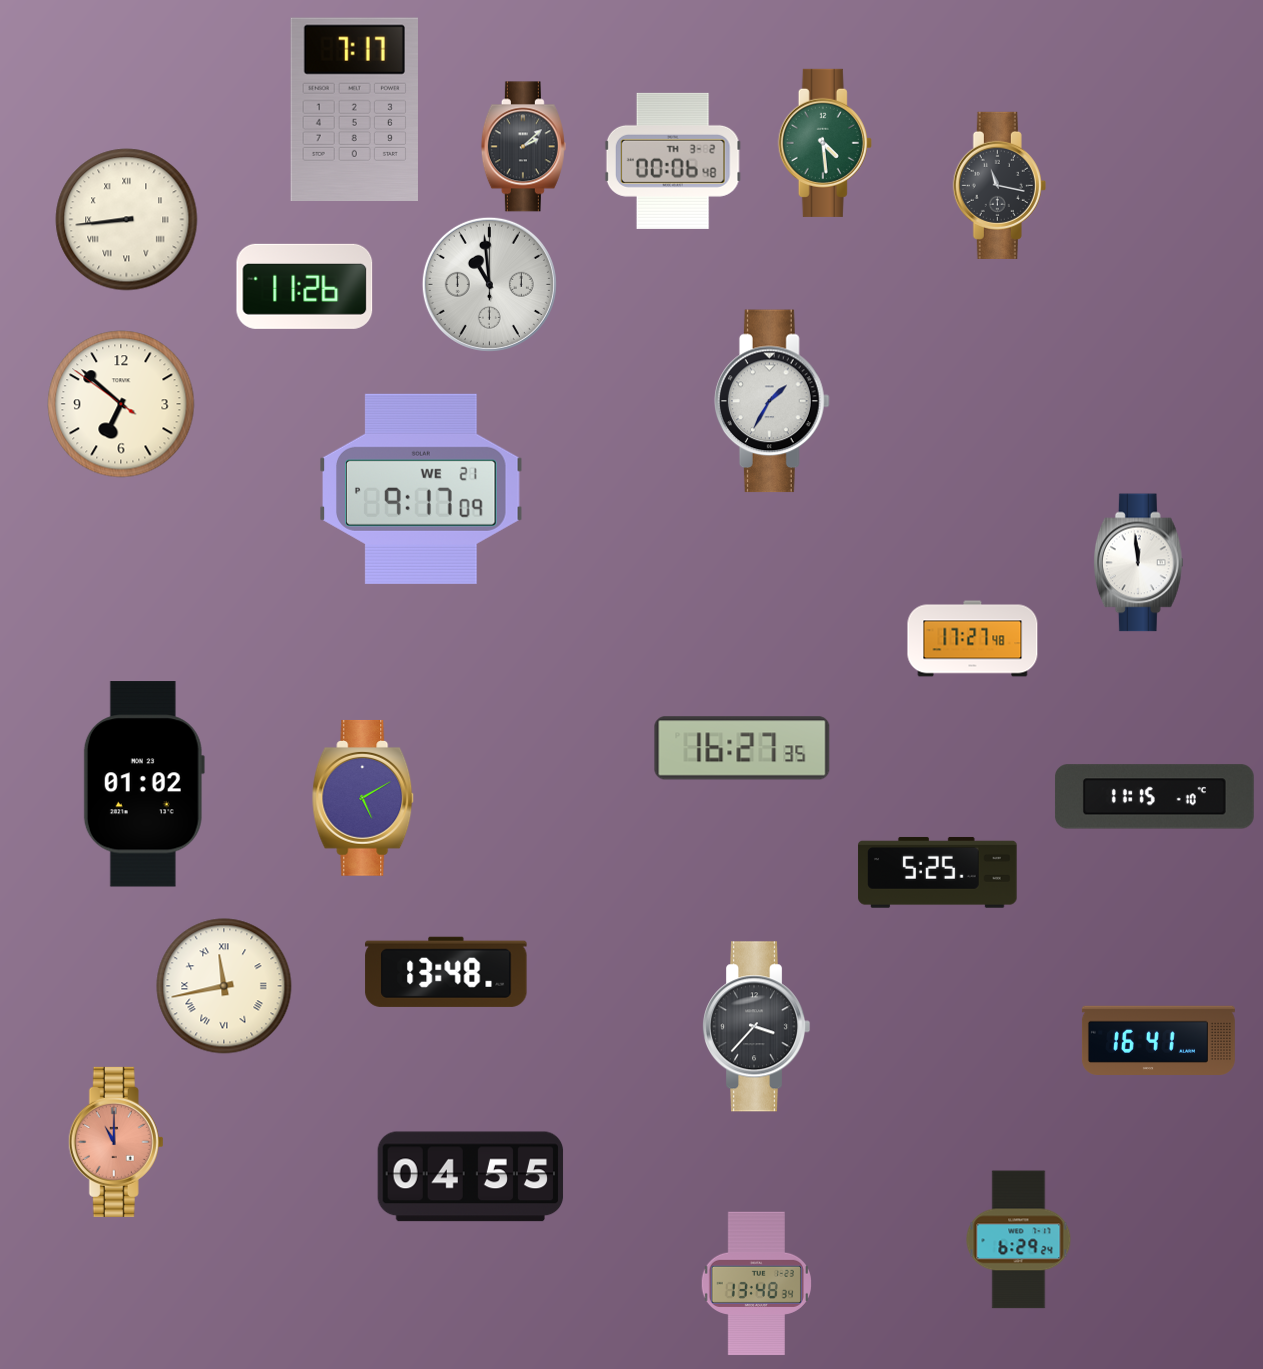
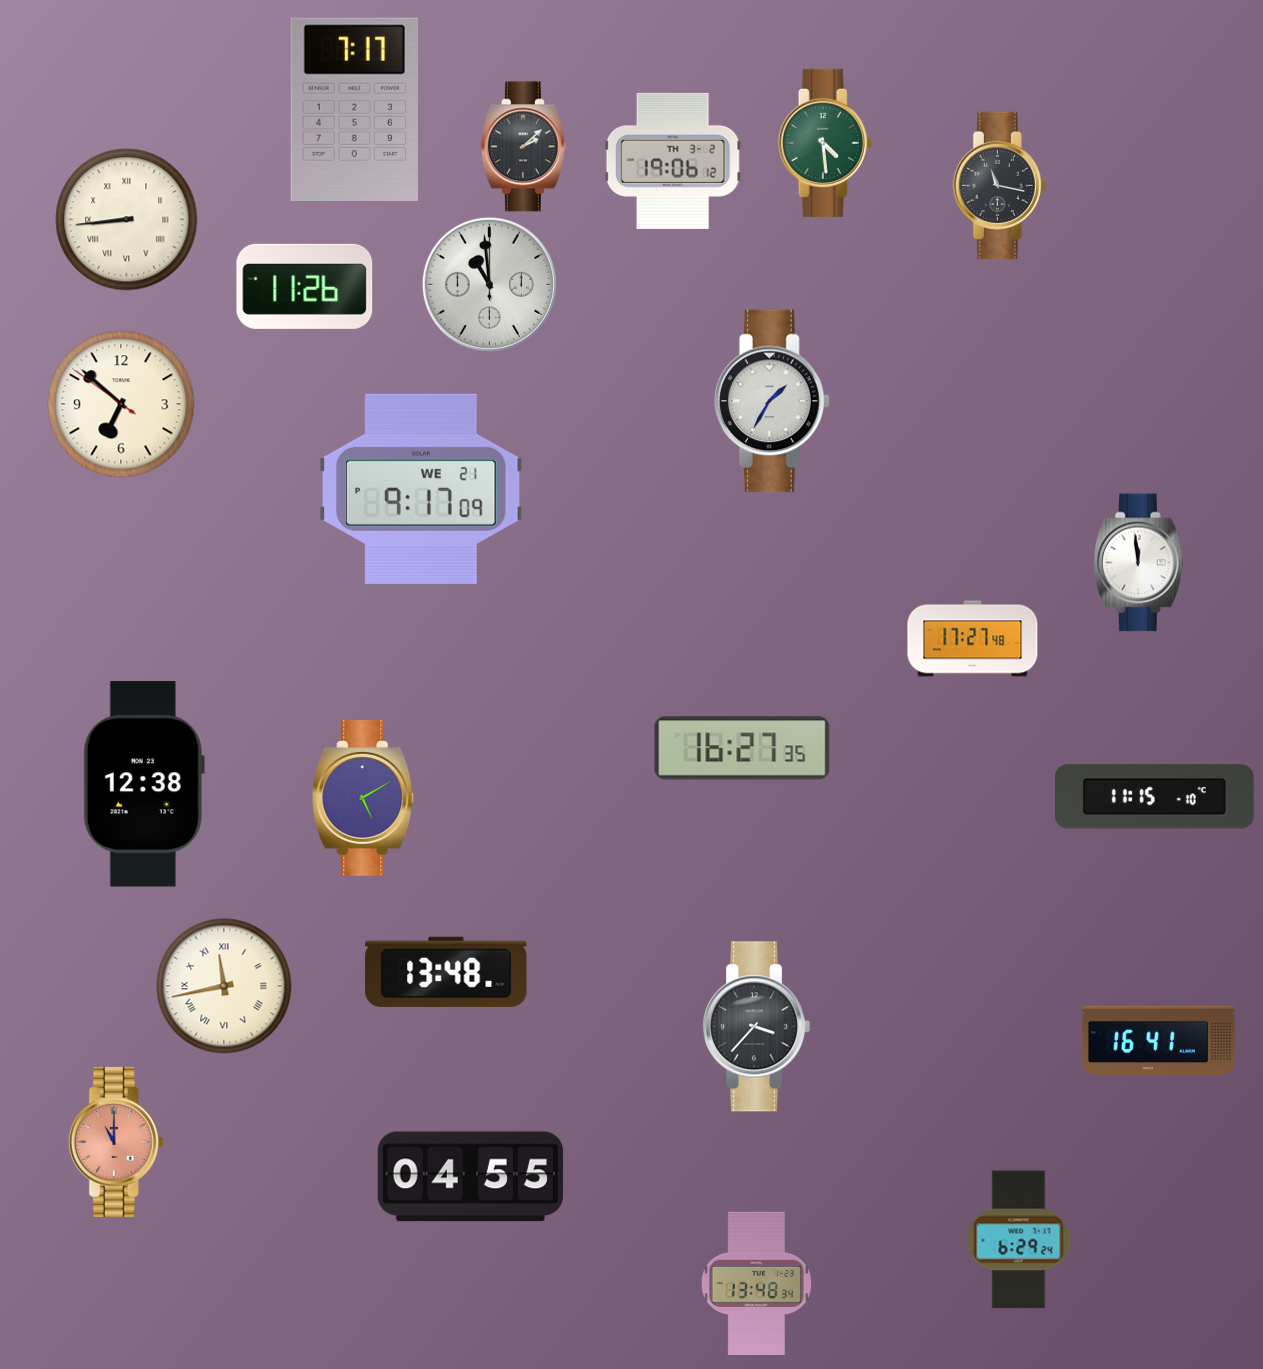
clock at (673, 161): 00:06 -> 19:06
clock at (144, 784): 01:02 -> 12:38
clock at (938, 872): 5:25 -> none
